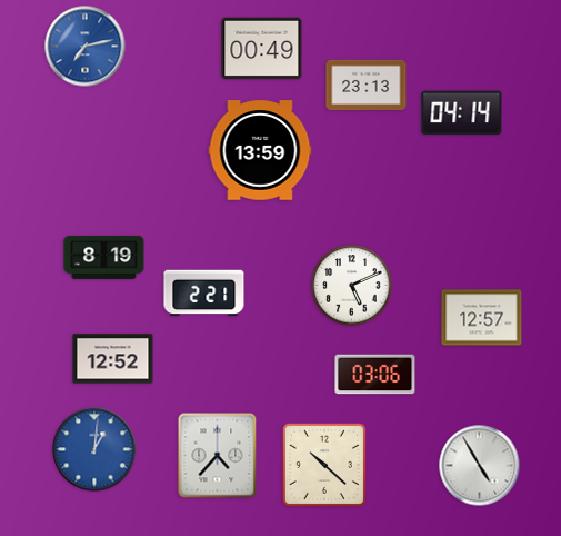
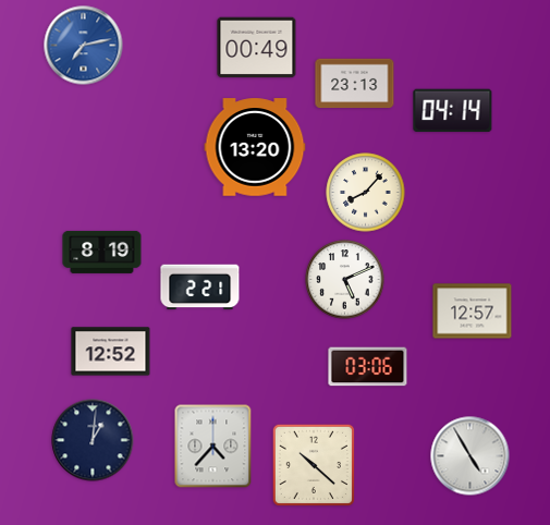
clock at (367, 86) position: (367, 86) -> (355, 84)
clock at (260, 150): 13:59 -> 13:20
clock at (366, 193): none -> 8:07
clock at (94, 449) dial: blue -> navy
clock at (324, 465) position: (324, 465) -> (314, 465)
